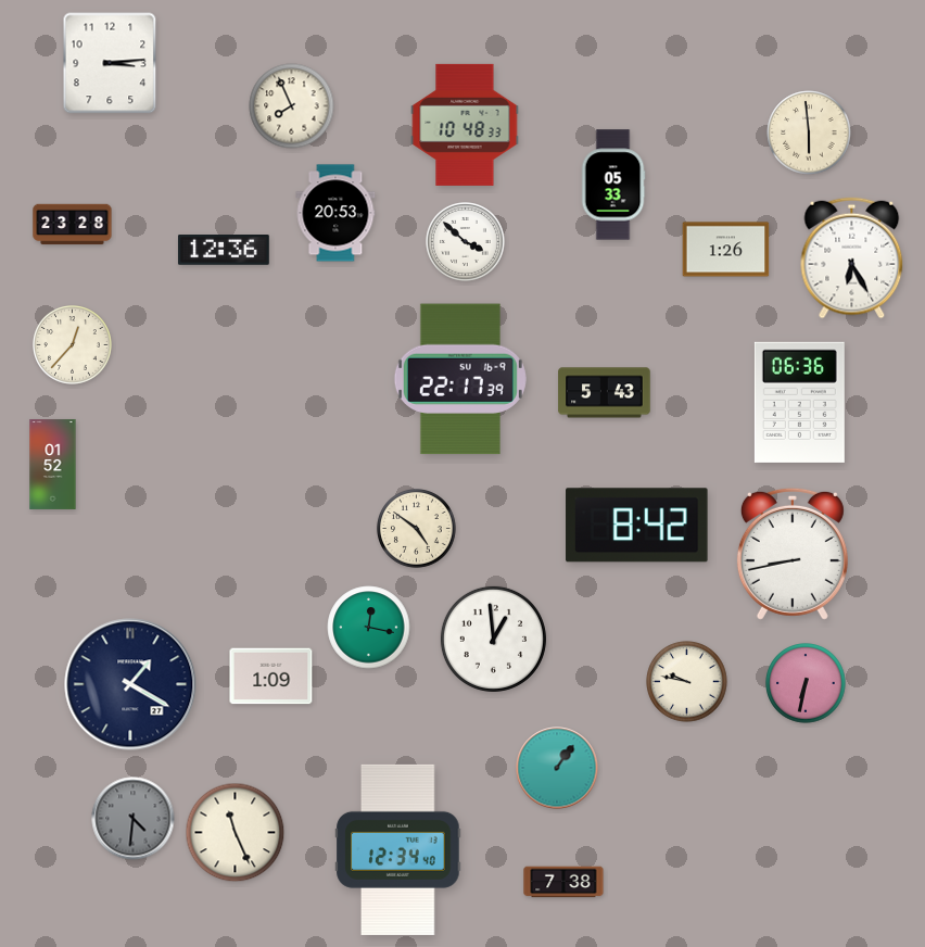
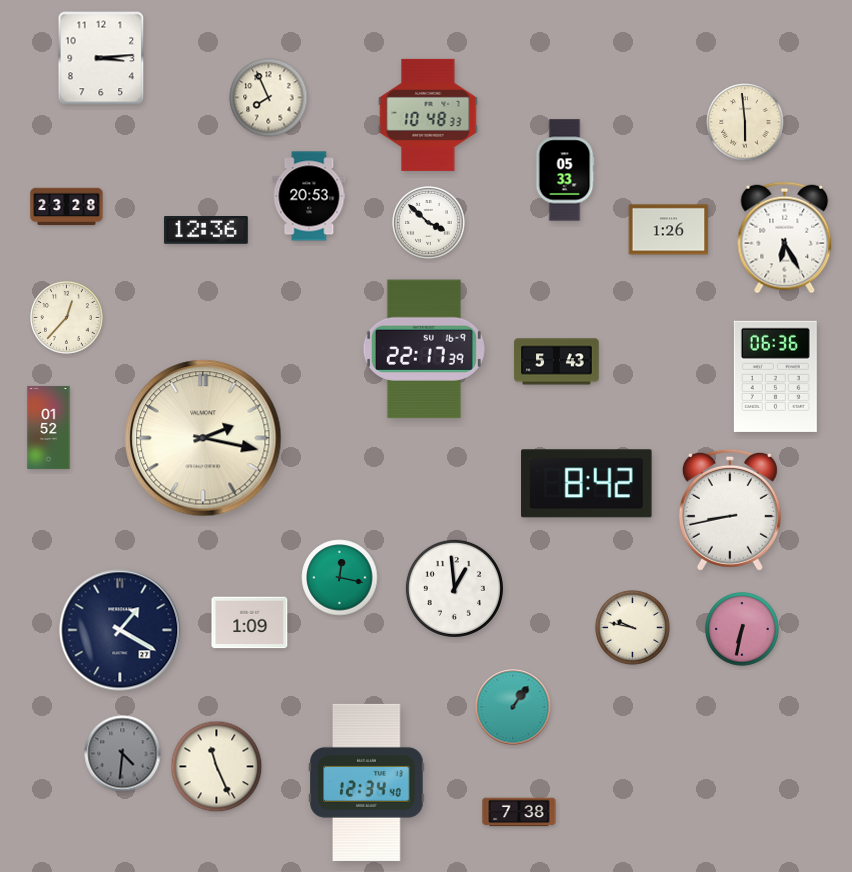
clock at (799, 402) position: (799, 402) -> (775, 376)
clock at (203, 438): none -> 2:17
clock at (417, 529): 4:51 -> none
